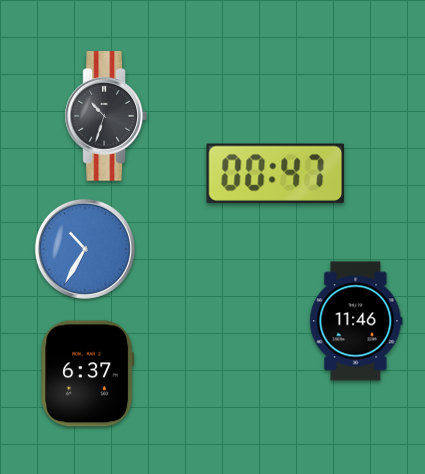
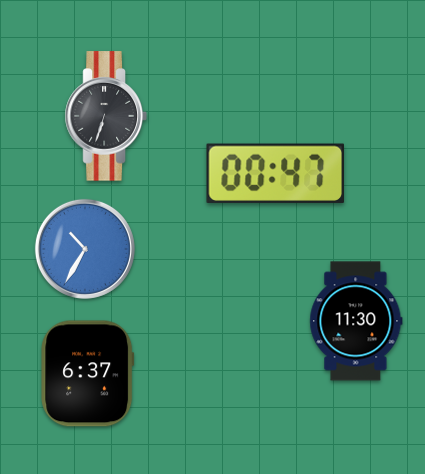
clock at (106, 116): 10:33 -> 6:33
clock at (356, 321): 11:46 -> 11:30
